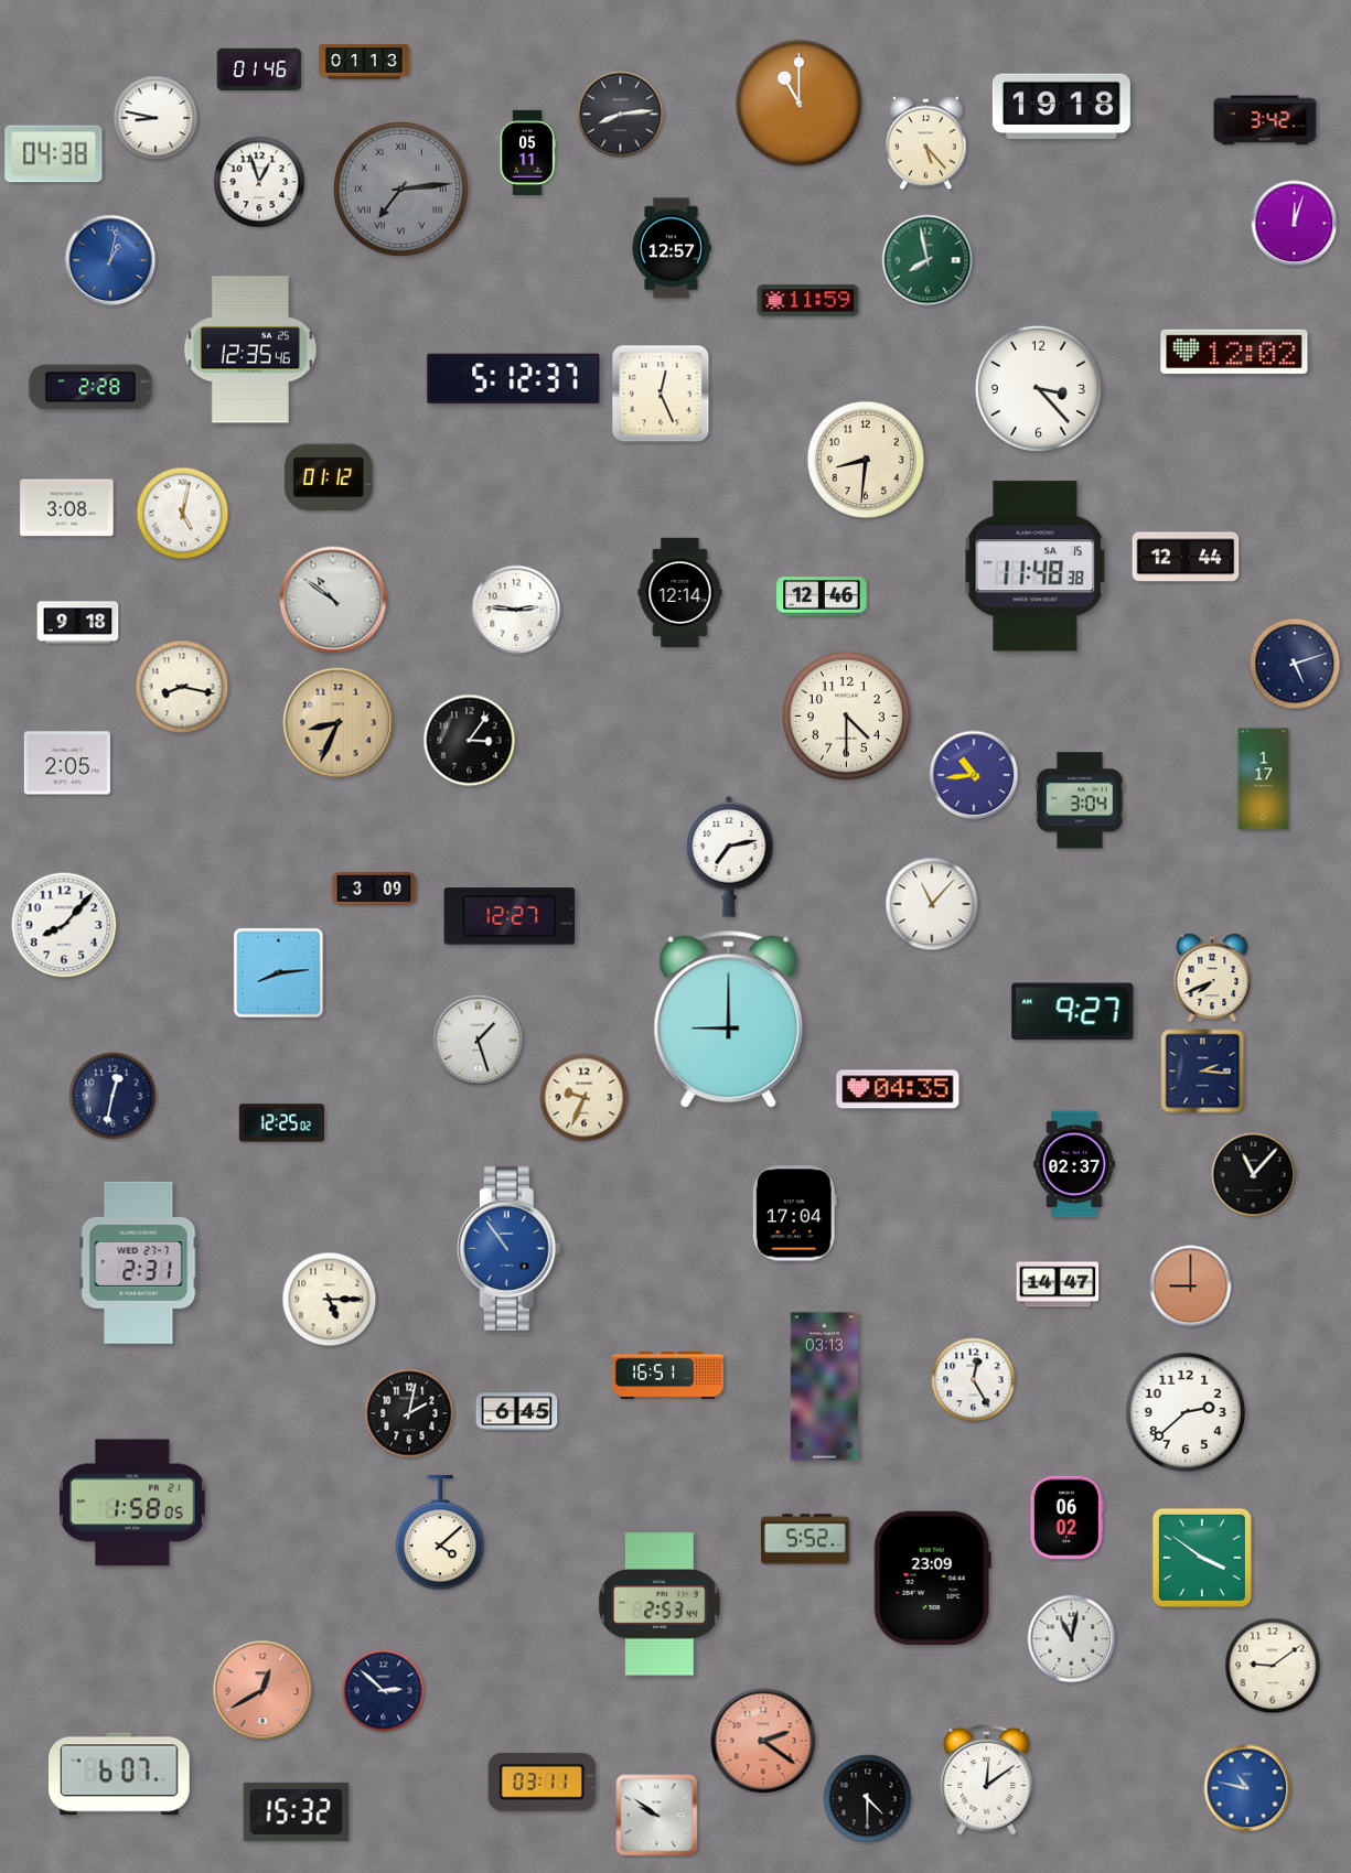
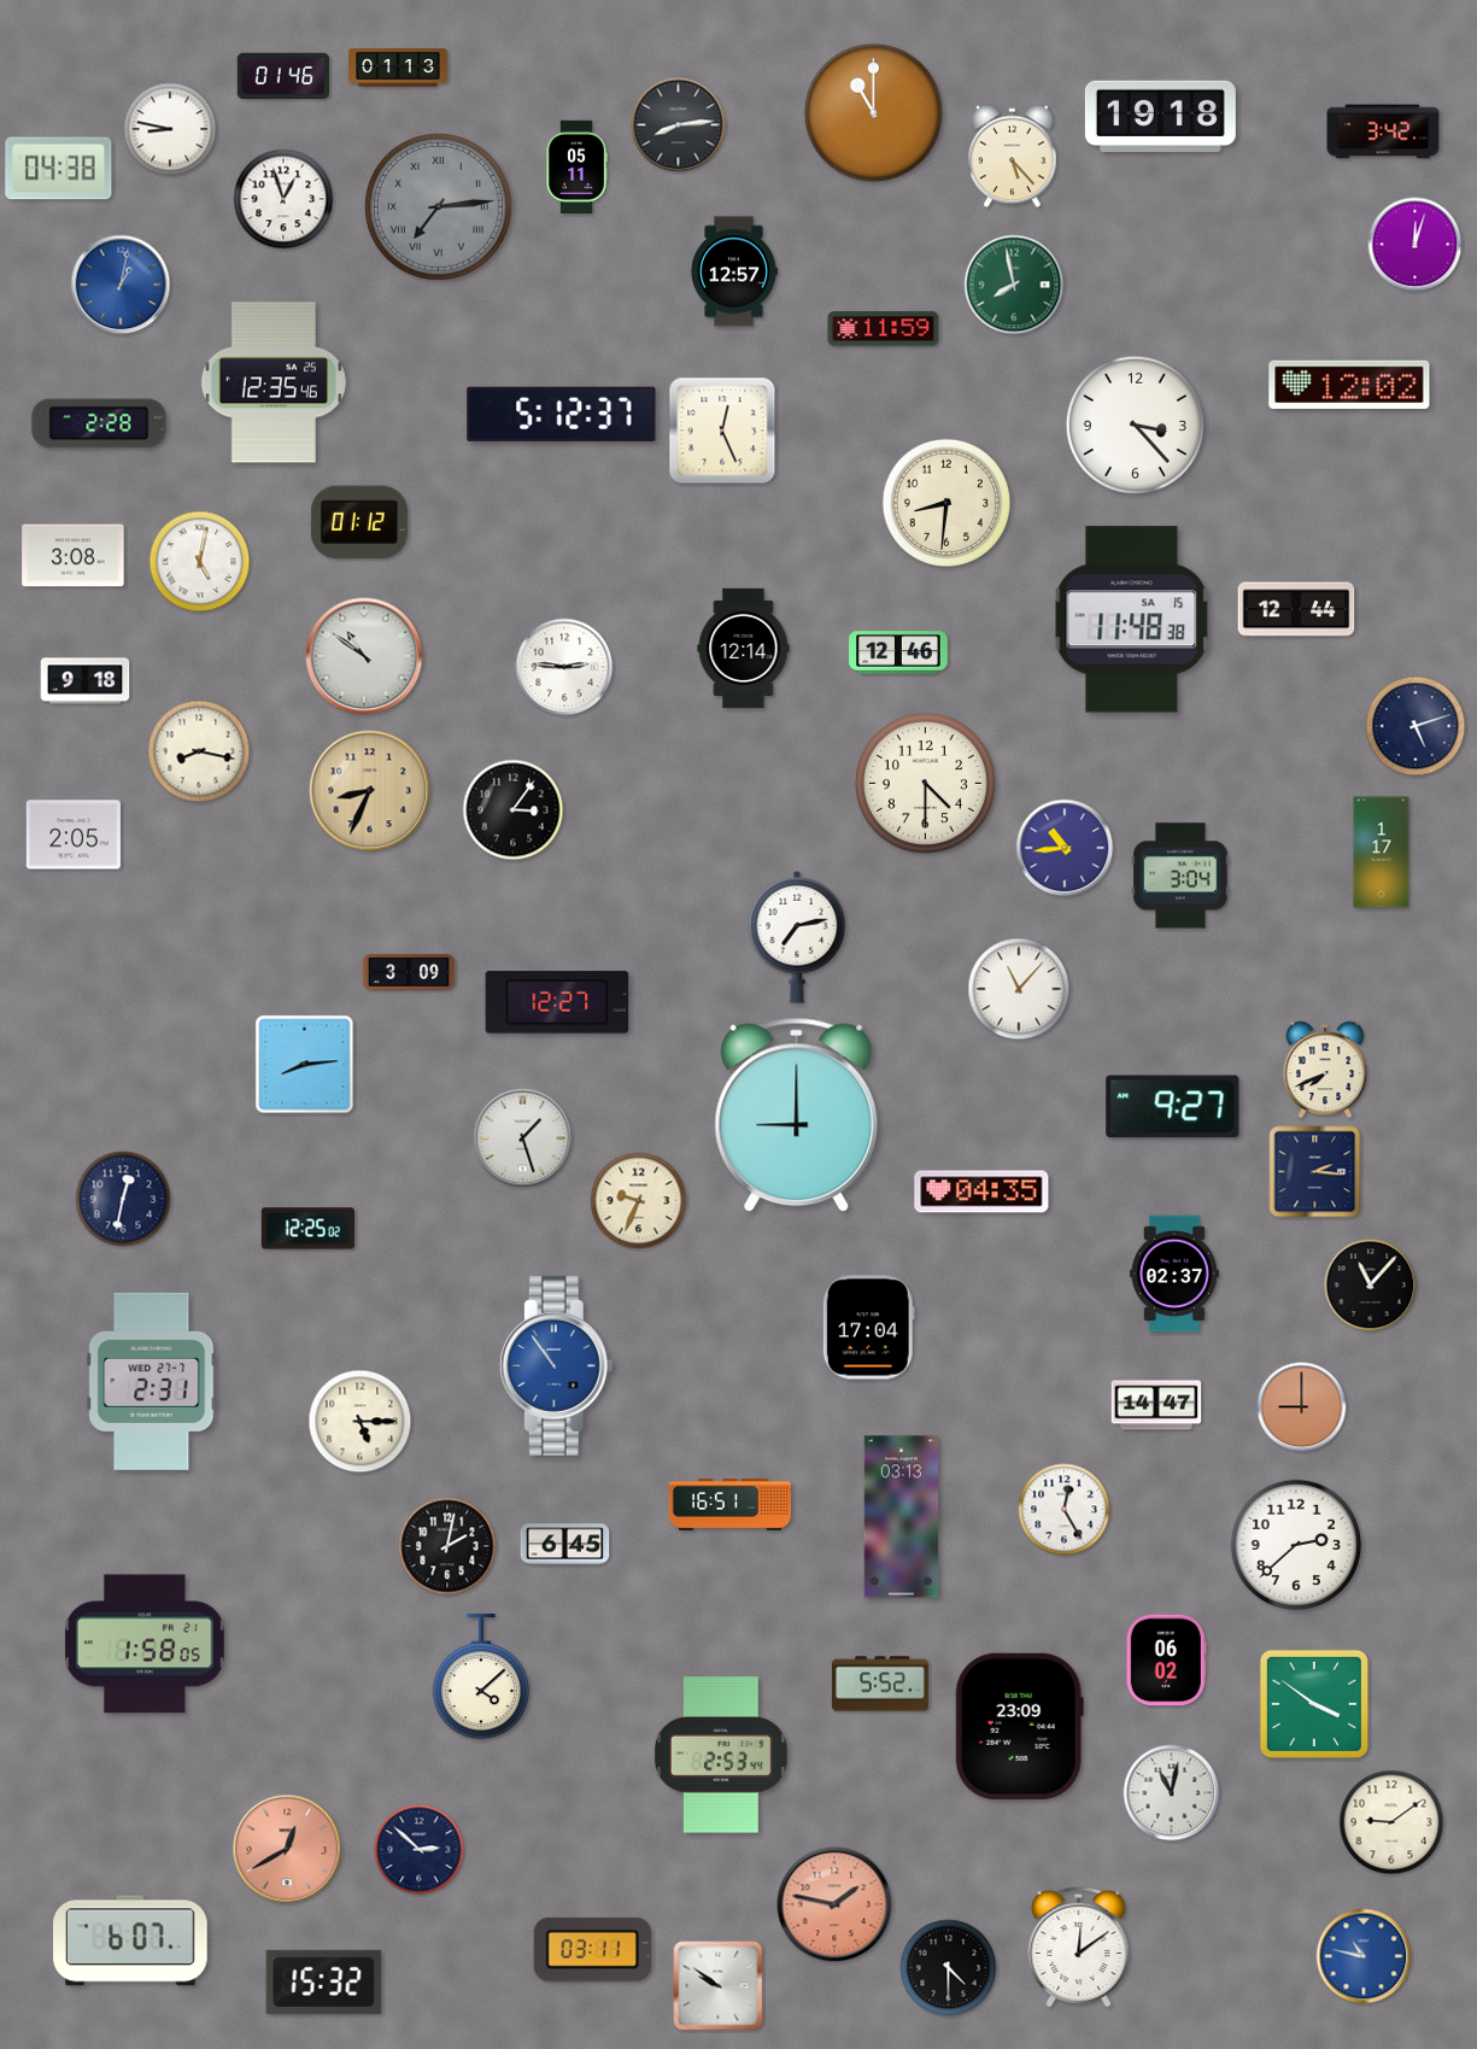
clock at (64, 925): 8:07 -> none
clock at (763, 1741): 2:21 -> 1:47
